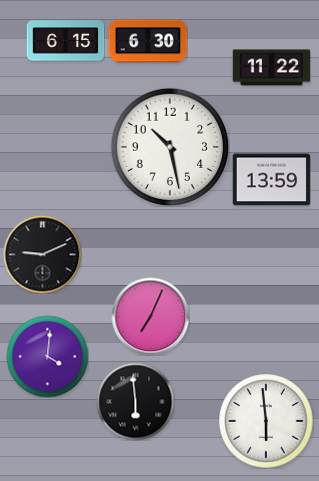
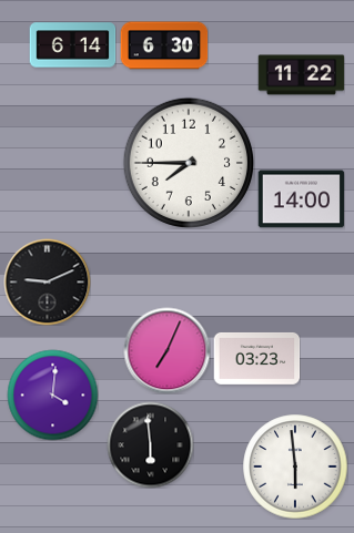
clock at (65, 41): 6:15 -> 6:14
clock at (169, 146): 10:28 -> 7:45
clock at (271, 180): 13:59 -> 14:00
clock at (256, 358): none -> 03:23
